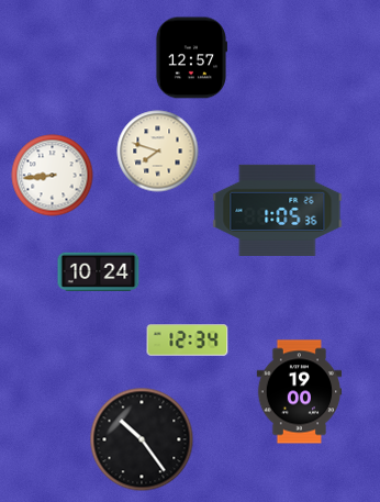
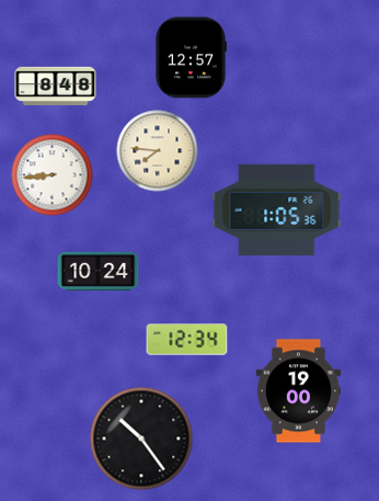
clock at (56, 86): none -> 8:48
clock at (158, 152): 7:48 -> 7:46
